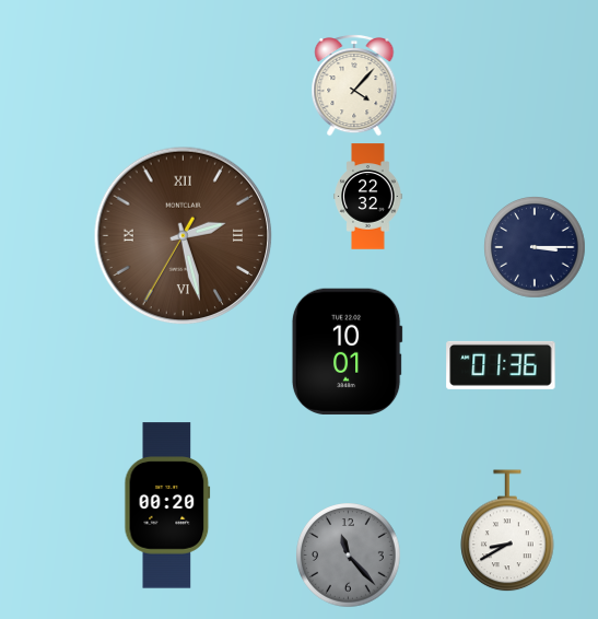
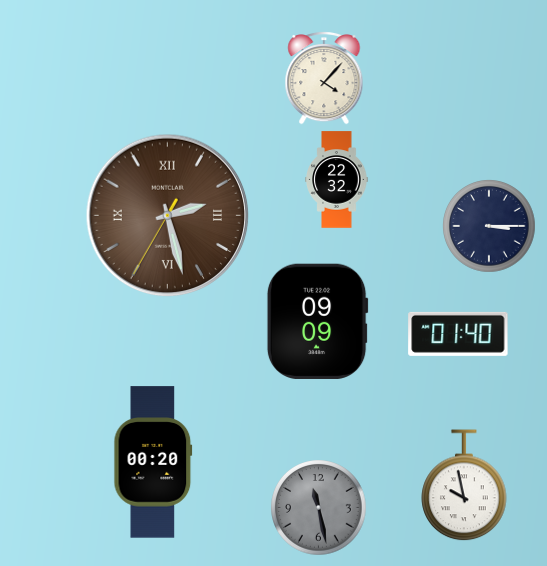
clock at (347, 351): 10:01 -> 09:09
clock at (501, 365): 01:36 -> 01:40
clock at (507, 532): 8:40 -> 9:58
clock at (349, 556): 11:23 -> 11:28
